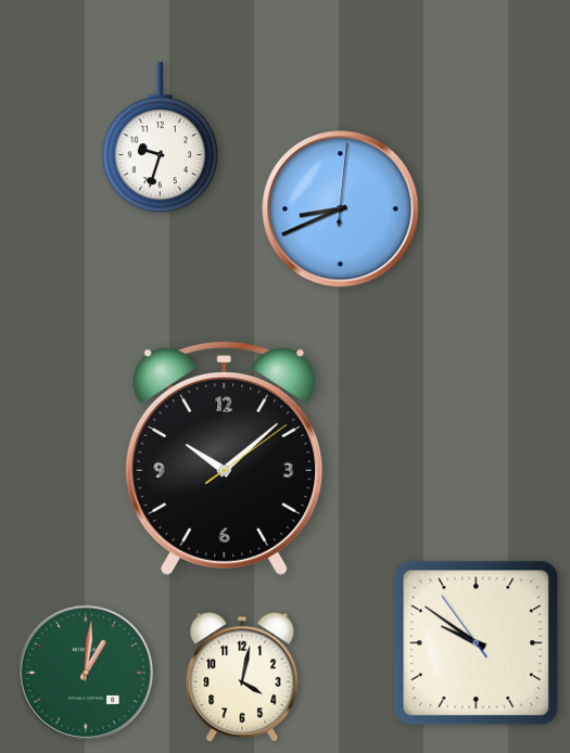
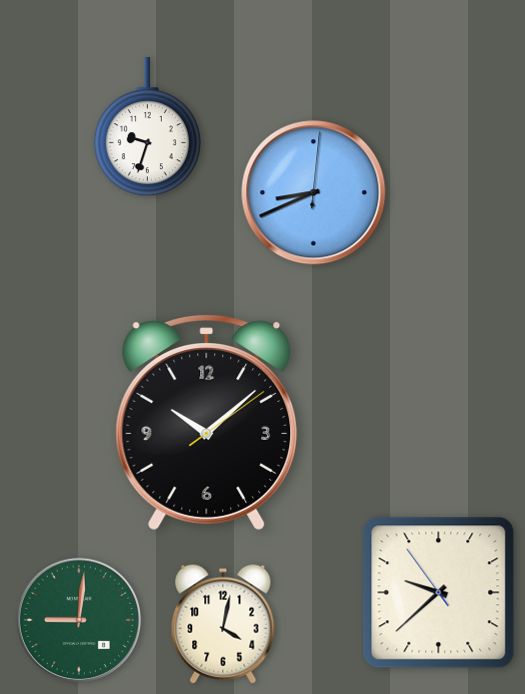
clock at (477, 643): 9:50 -> 9:37
clock at (86, 673): 1:01 -> 9:01
